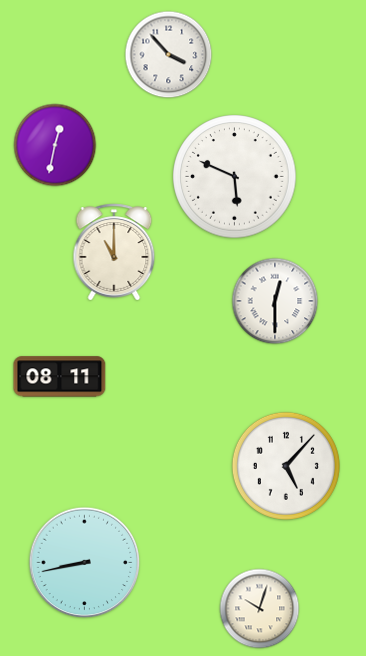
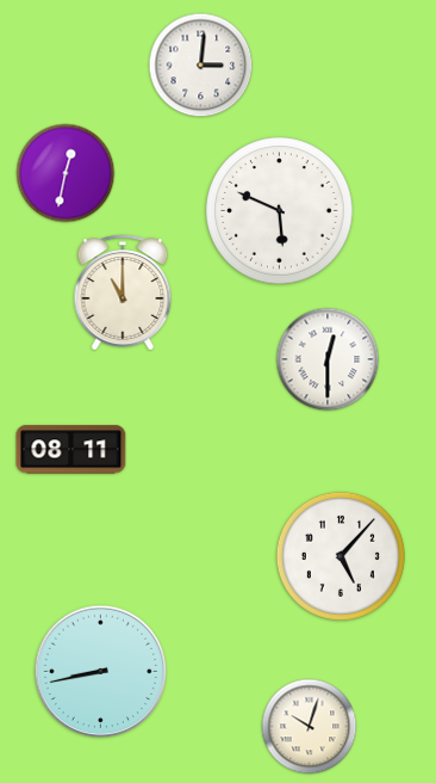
clock at (169, 55): 3:53 -> 3:01
clock at (114, 252) position: (114, 252) -> (123, 292)
